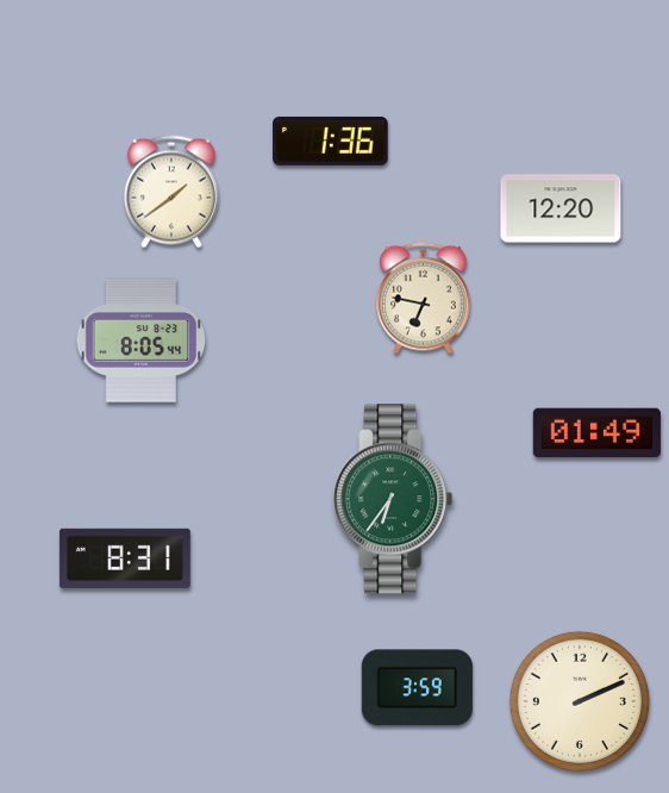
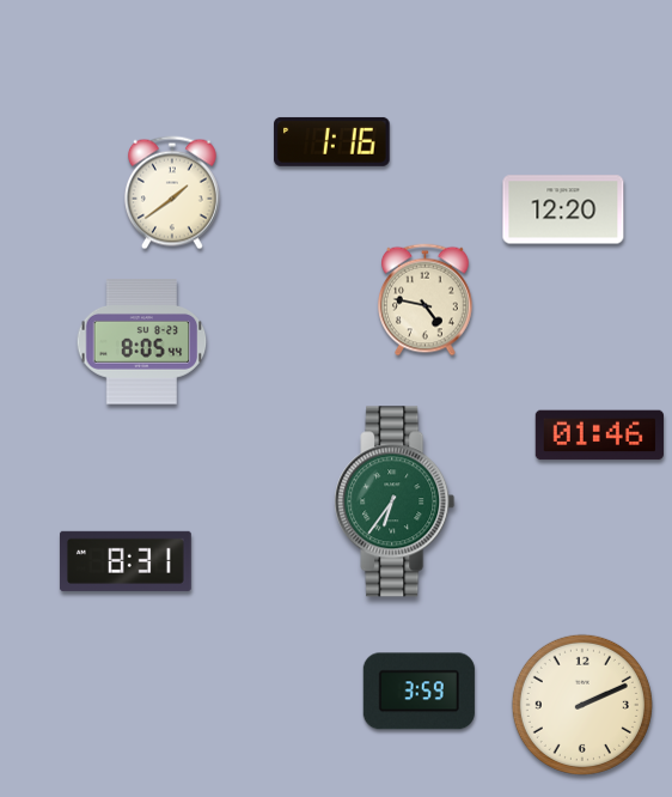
clock at (331, 141): 1:36 -> 1:16
clock at (424, 299): 6:47 -> 4:47
clock at (596, 433): 01:49 -> 01:46
